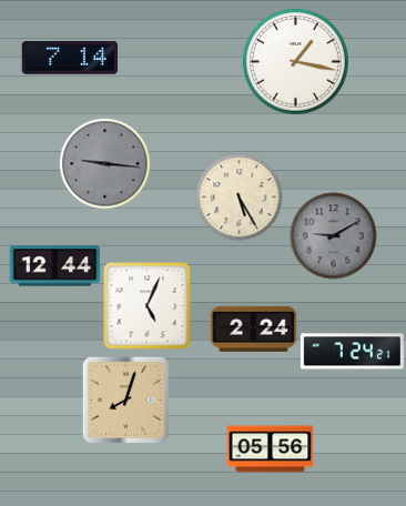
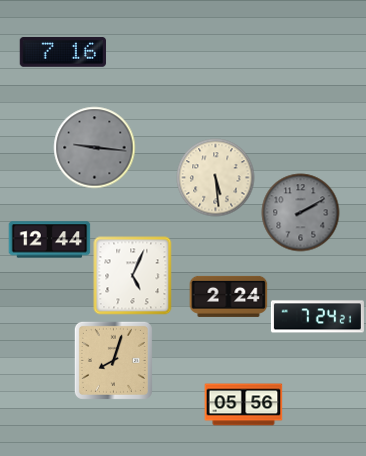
clock at (69, 59): 7:14 -> 7:16
clock at (295, 61): 1:17 -> none
clock at (238, 196): 5:25 -> 5:29
clock at (333, 235): 9:10 -> 2:10
